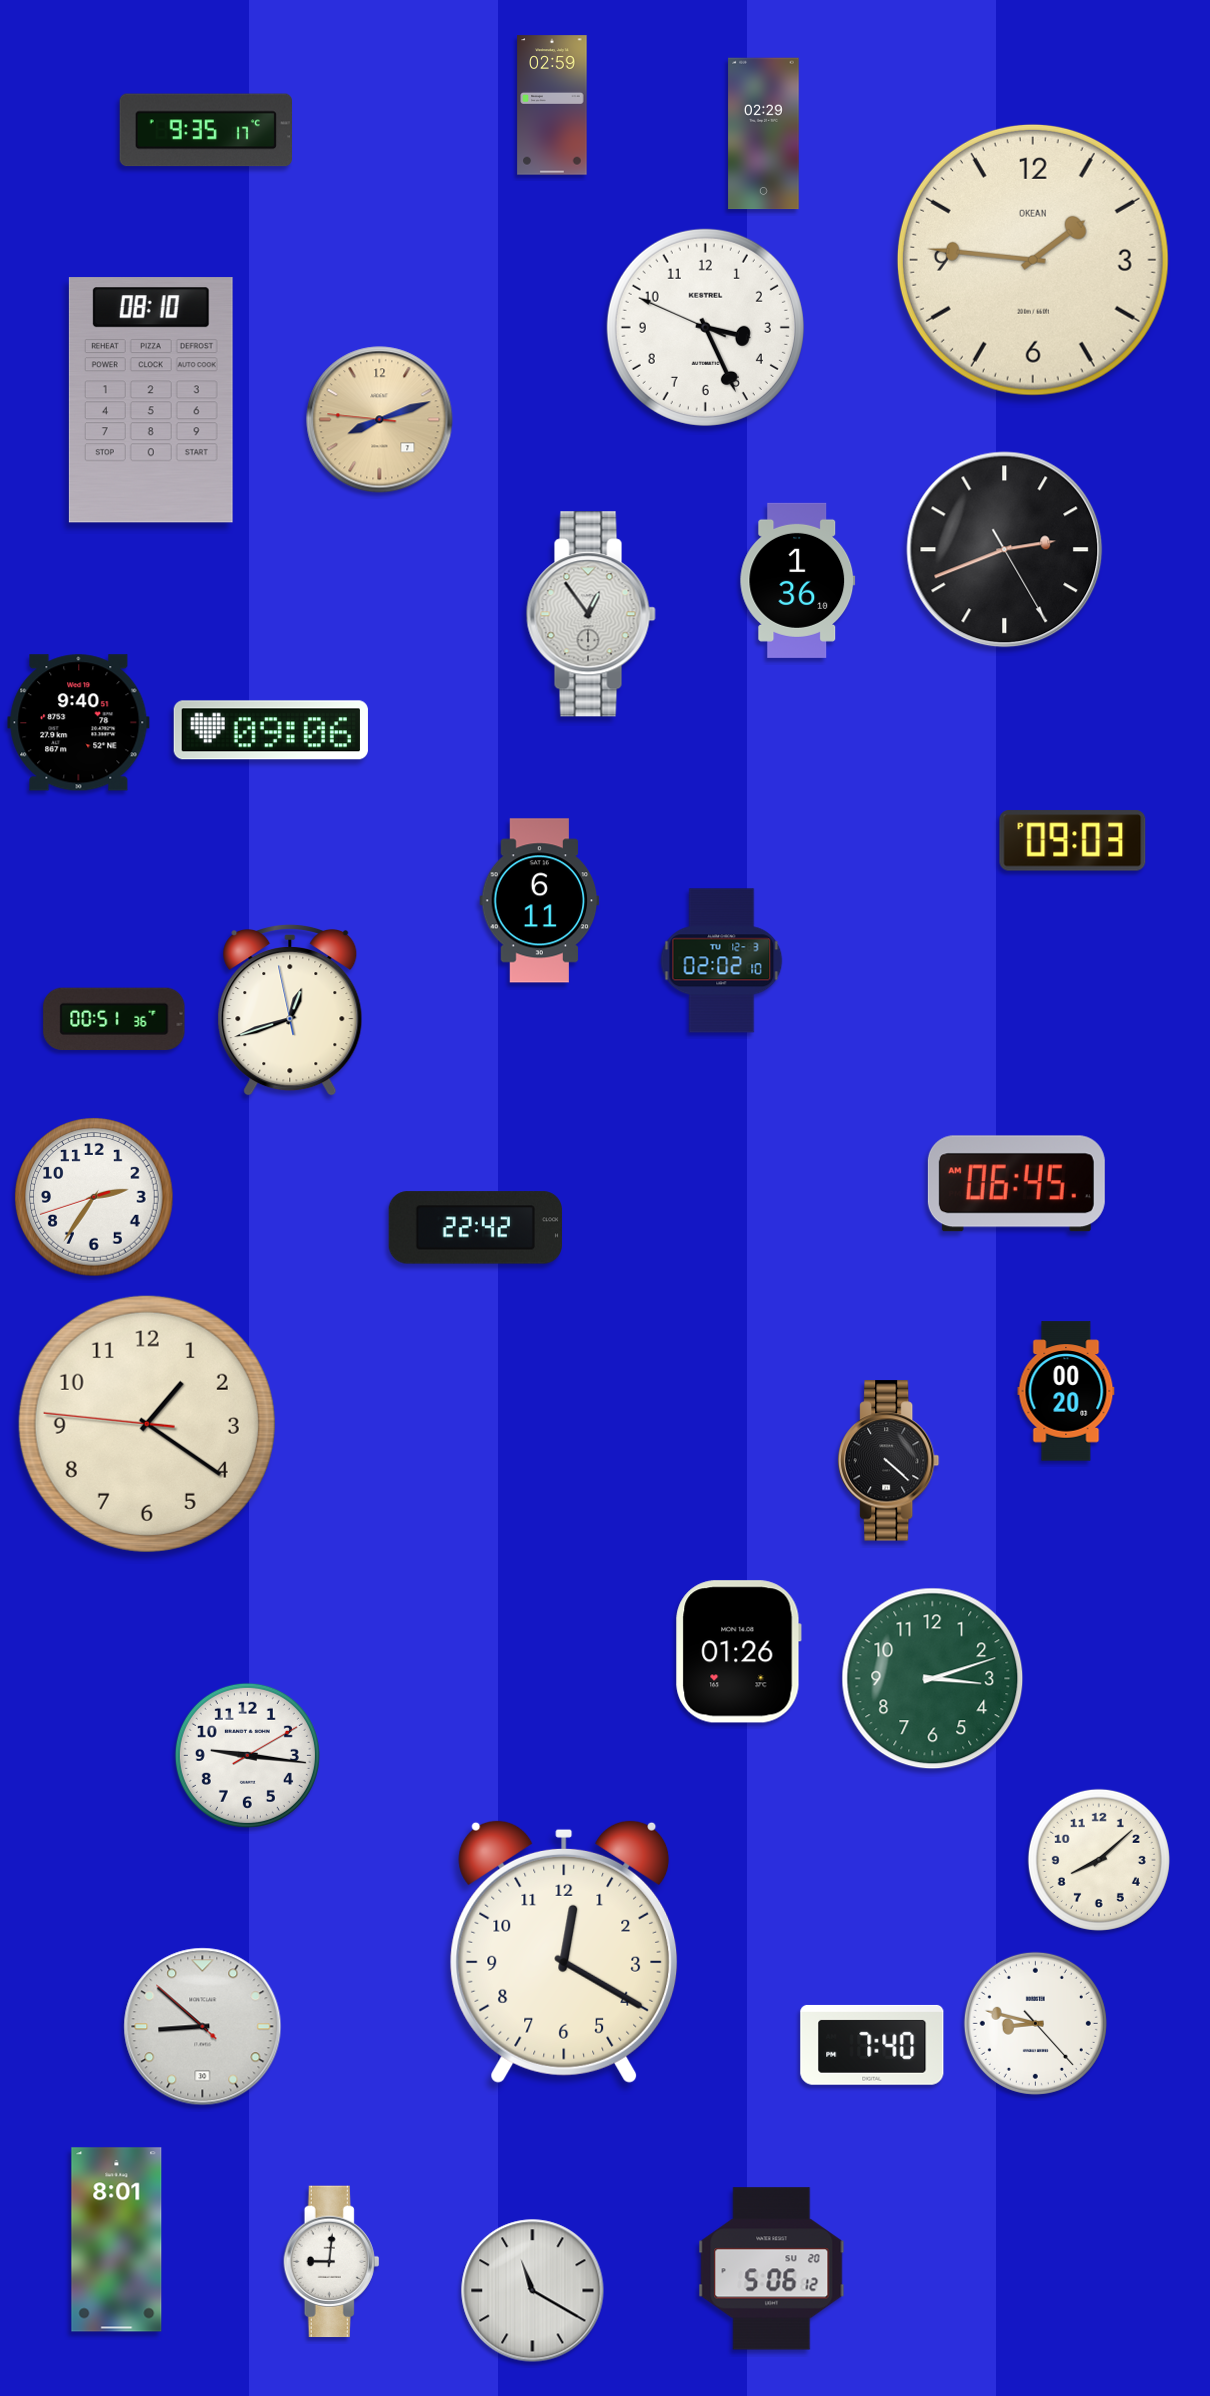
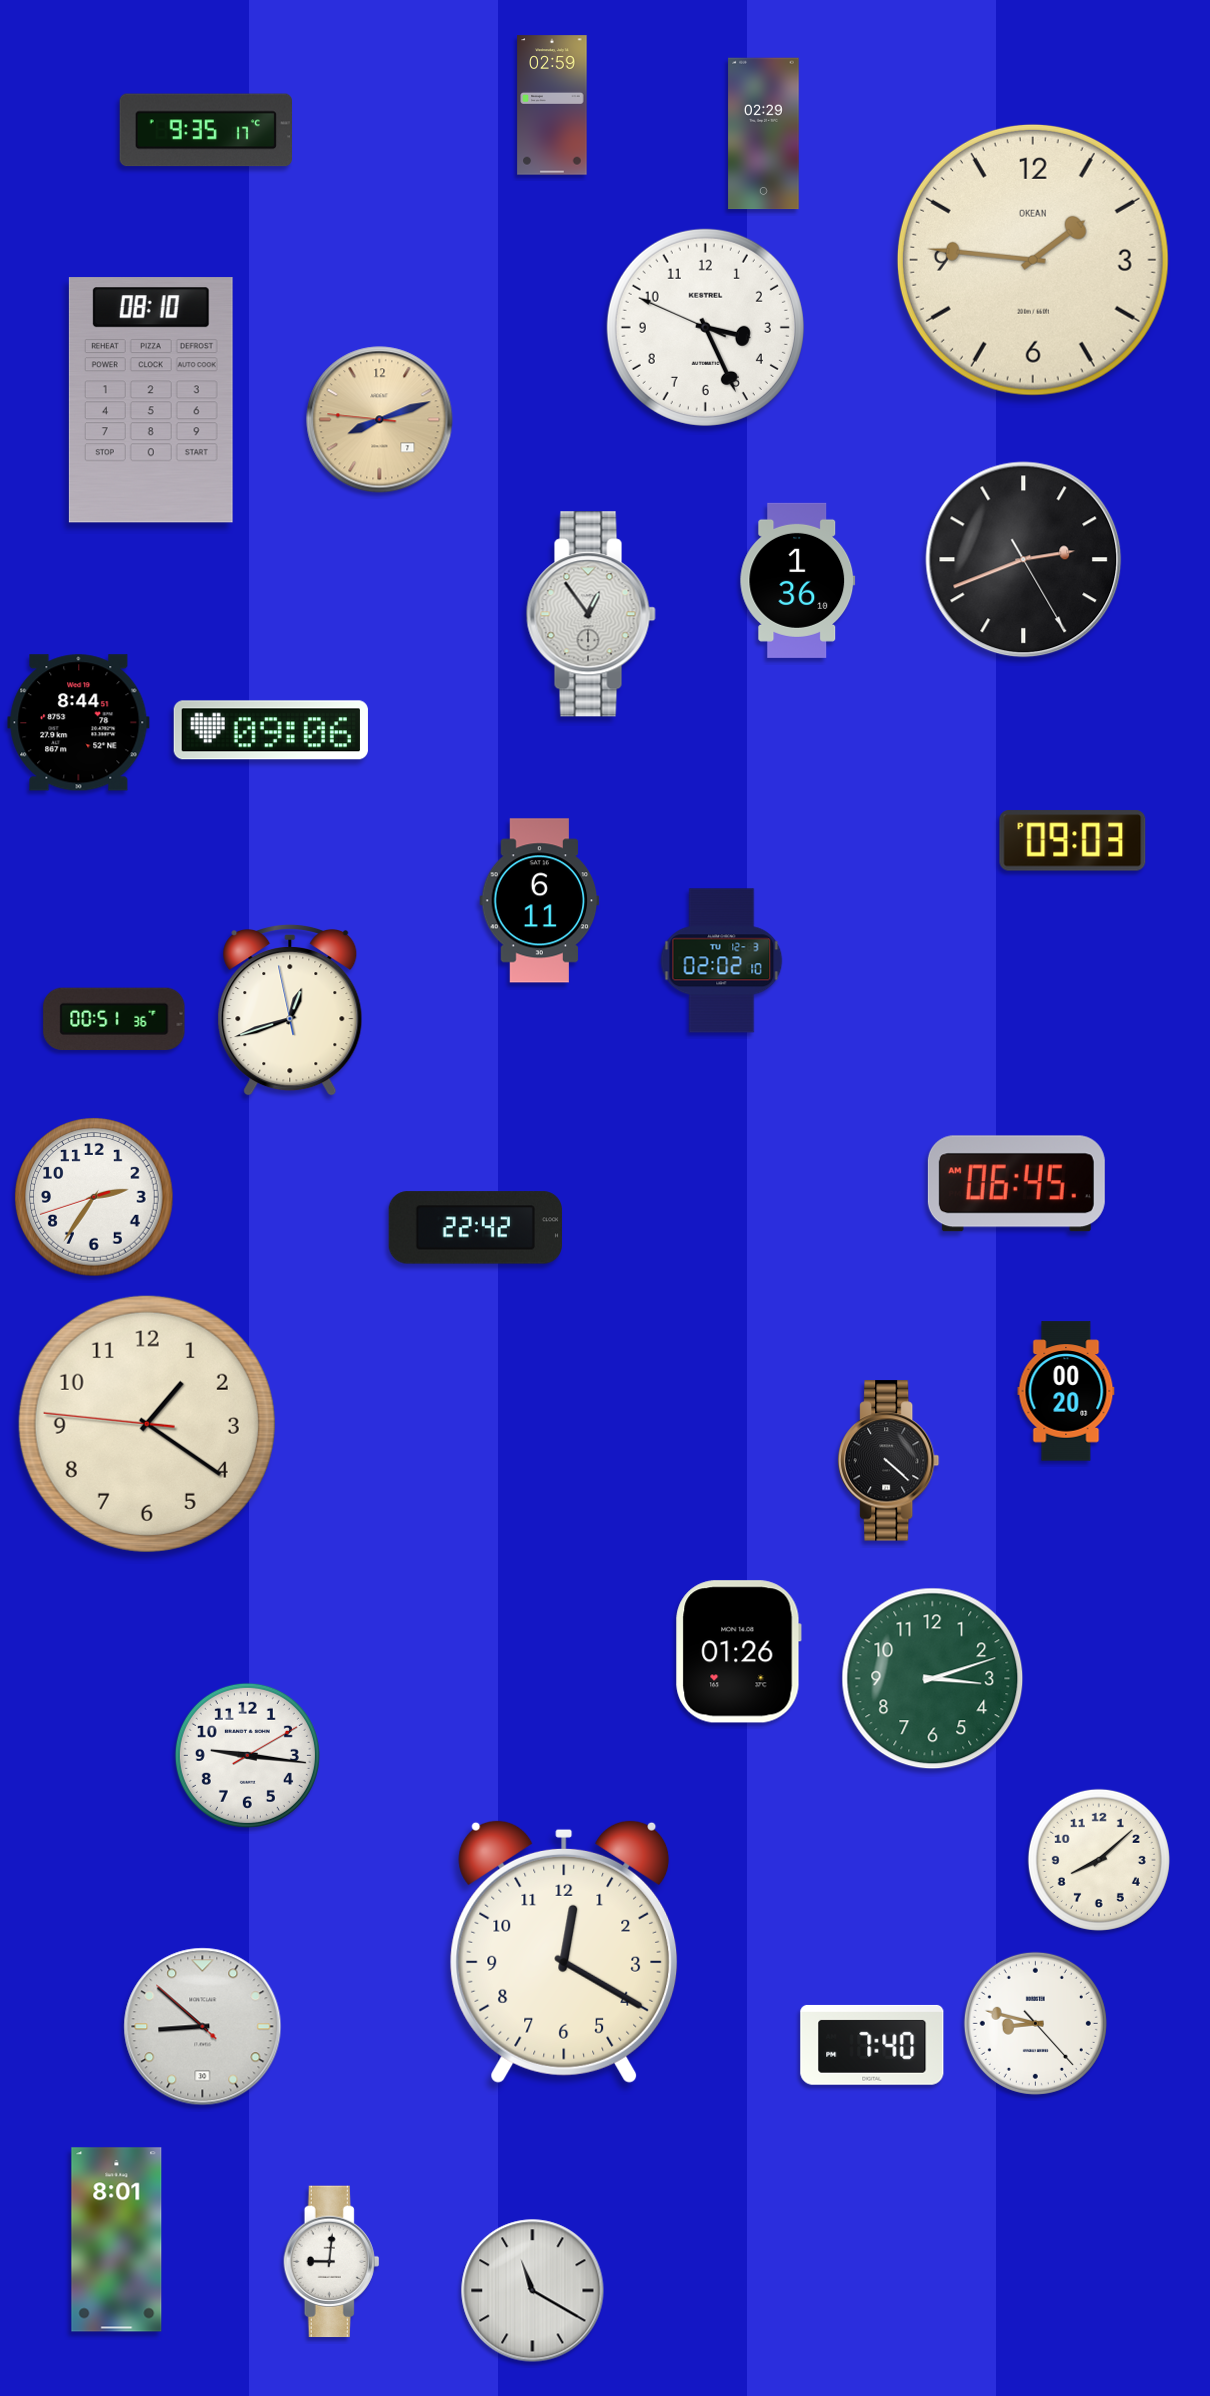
clock at (1005, 550) position: (1005, 550) -> (1024, 560)
clock at (79, 723): 9:40 -> 8:44
clock at (772, 2269): 5:06 -> none
